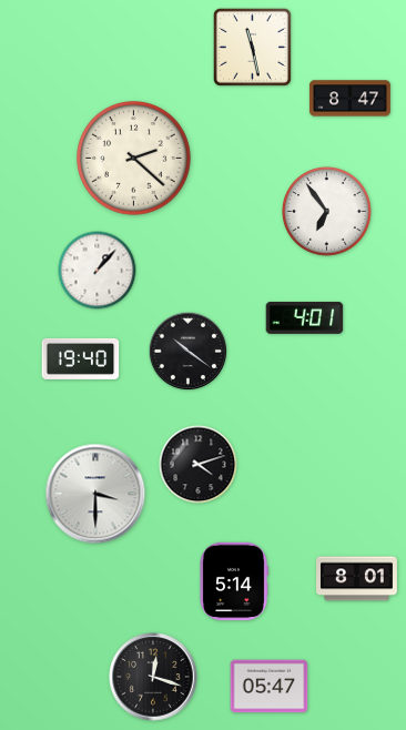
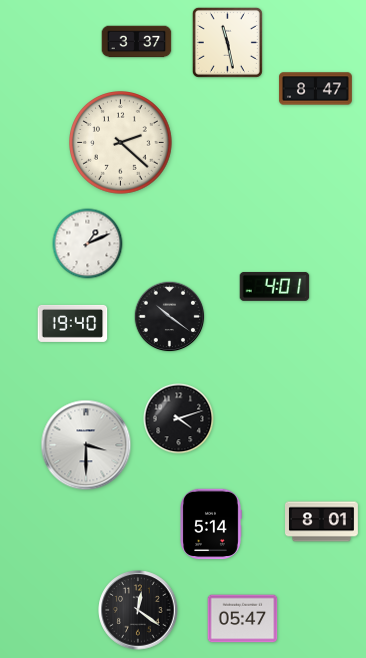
clock at (137, 42): none -> 3:37
clock at (327, 212): 6:54 -> none
clock at (98, 271): 1:07 -> 1:11
clock at (153, 677): 12:18 -> 12:21
